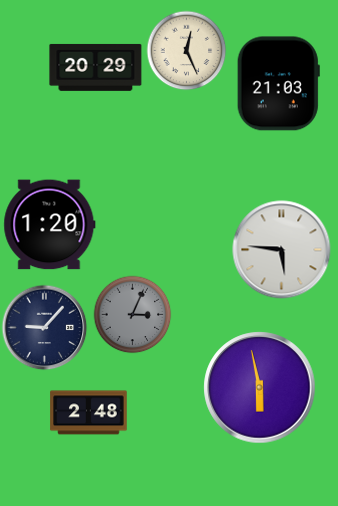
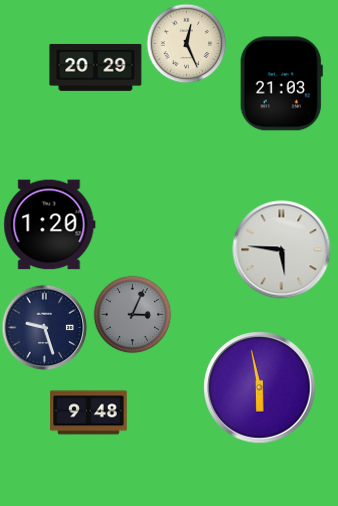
clock at (186, 50) position: (186, 50) -> (186, 43)
clock at (278, 84) position: (278, 84) -> (281, 84)
clock at (44, 327): 9:07 -> 9:27
clock at (89, 413): 2:48 -> 9:48
